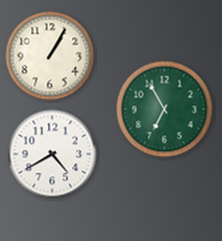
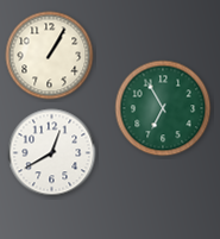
clock at (53, 155): 4:40 -> 12:40
